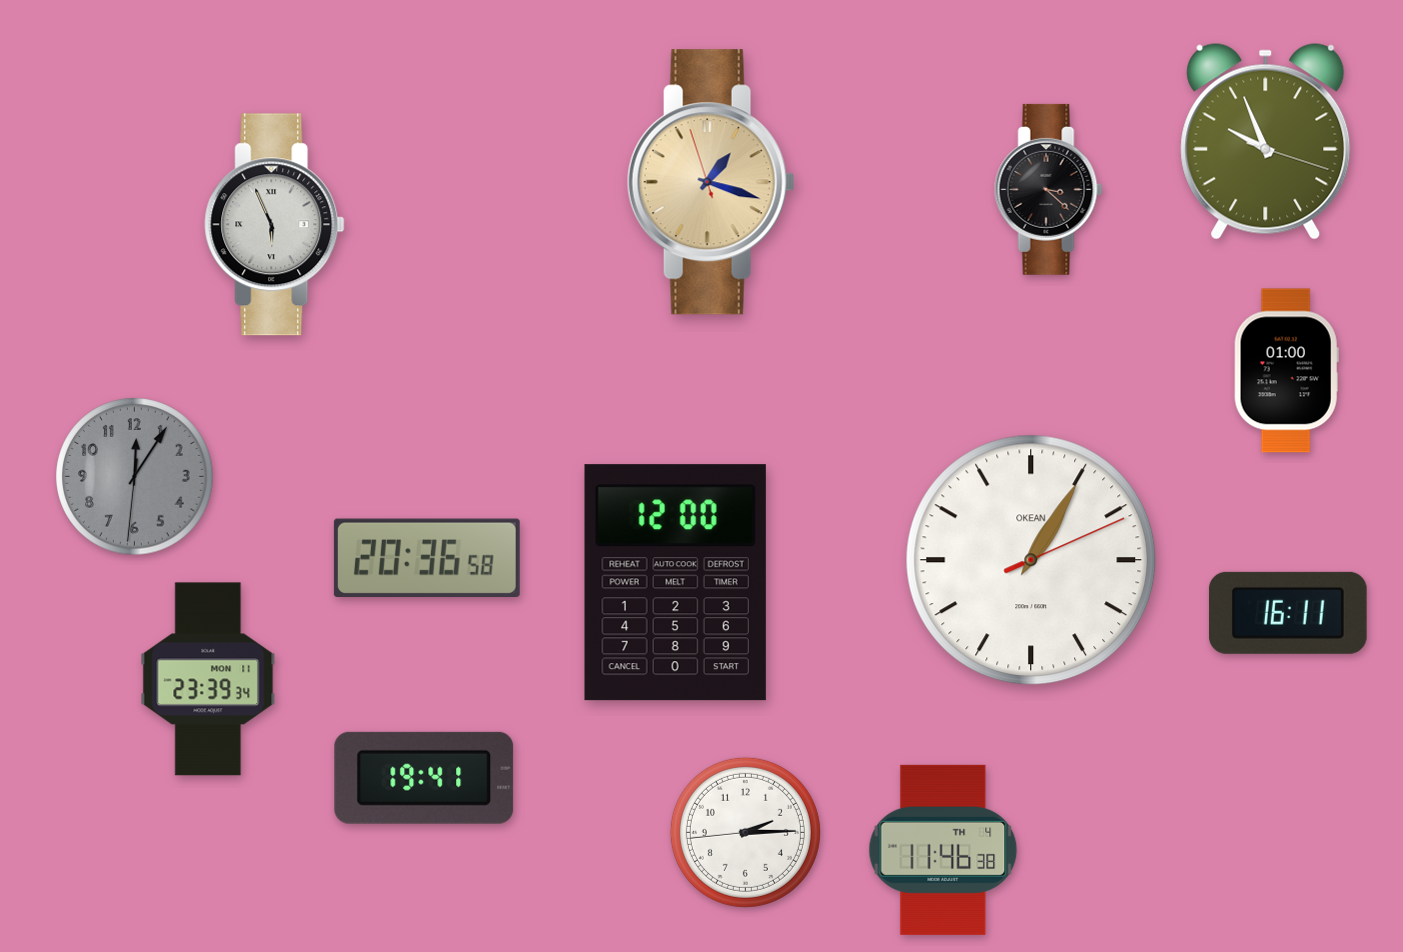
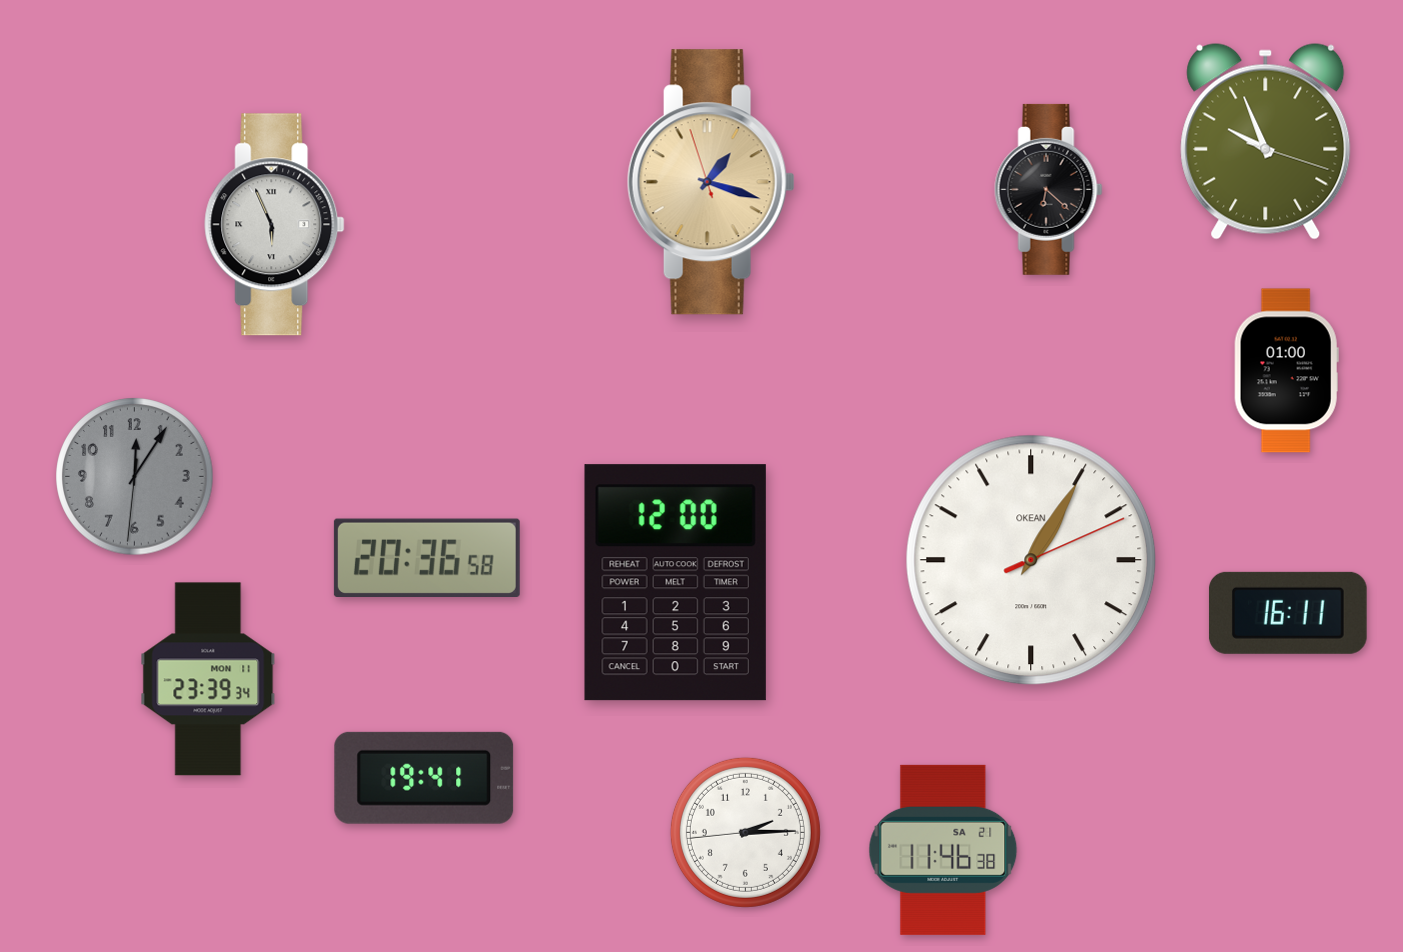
clock at (1049, 189): 3:22 -> 6:22
clock at (943, 850) date: TH 4 -> SA 21
